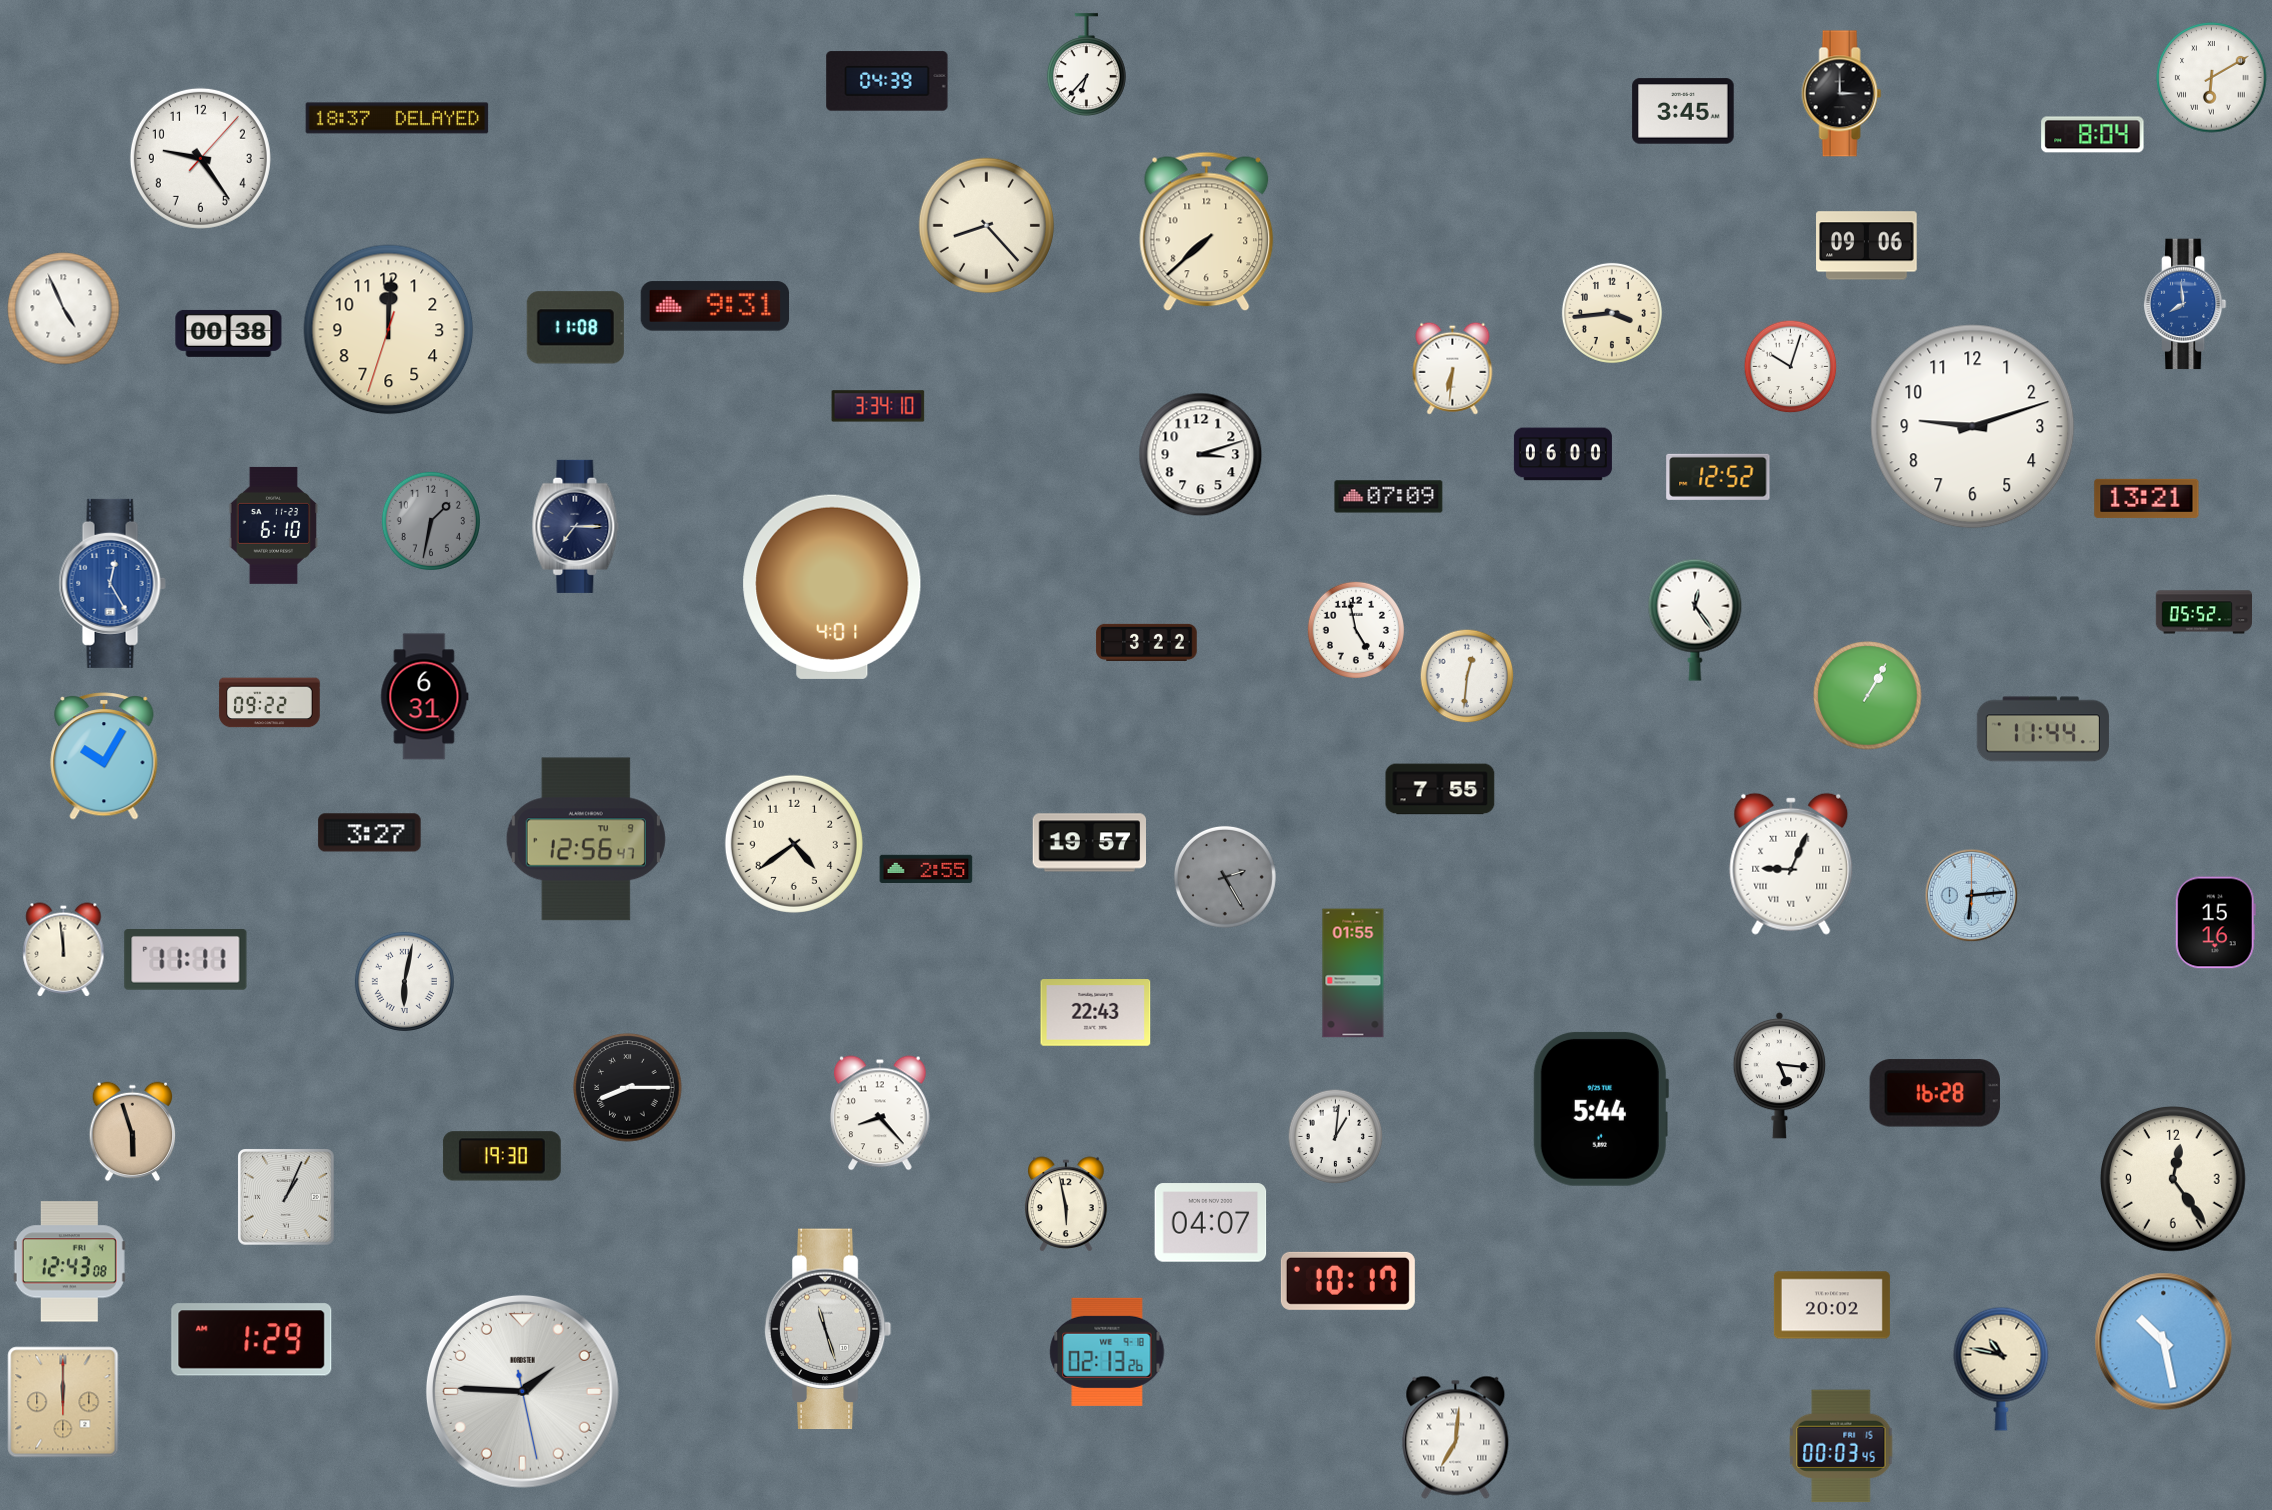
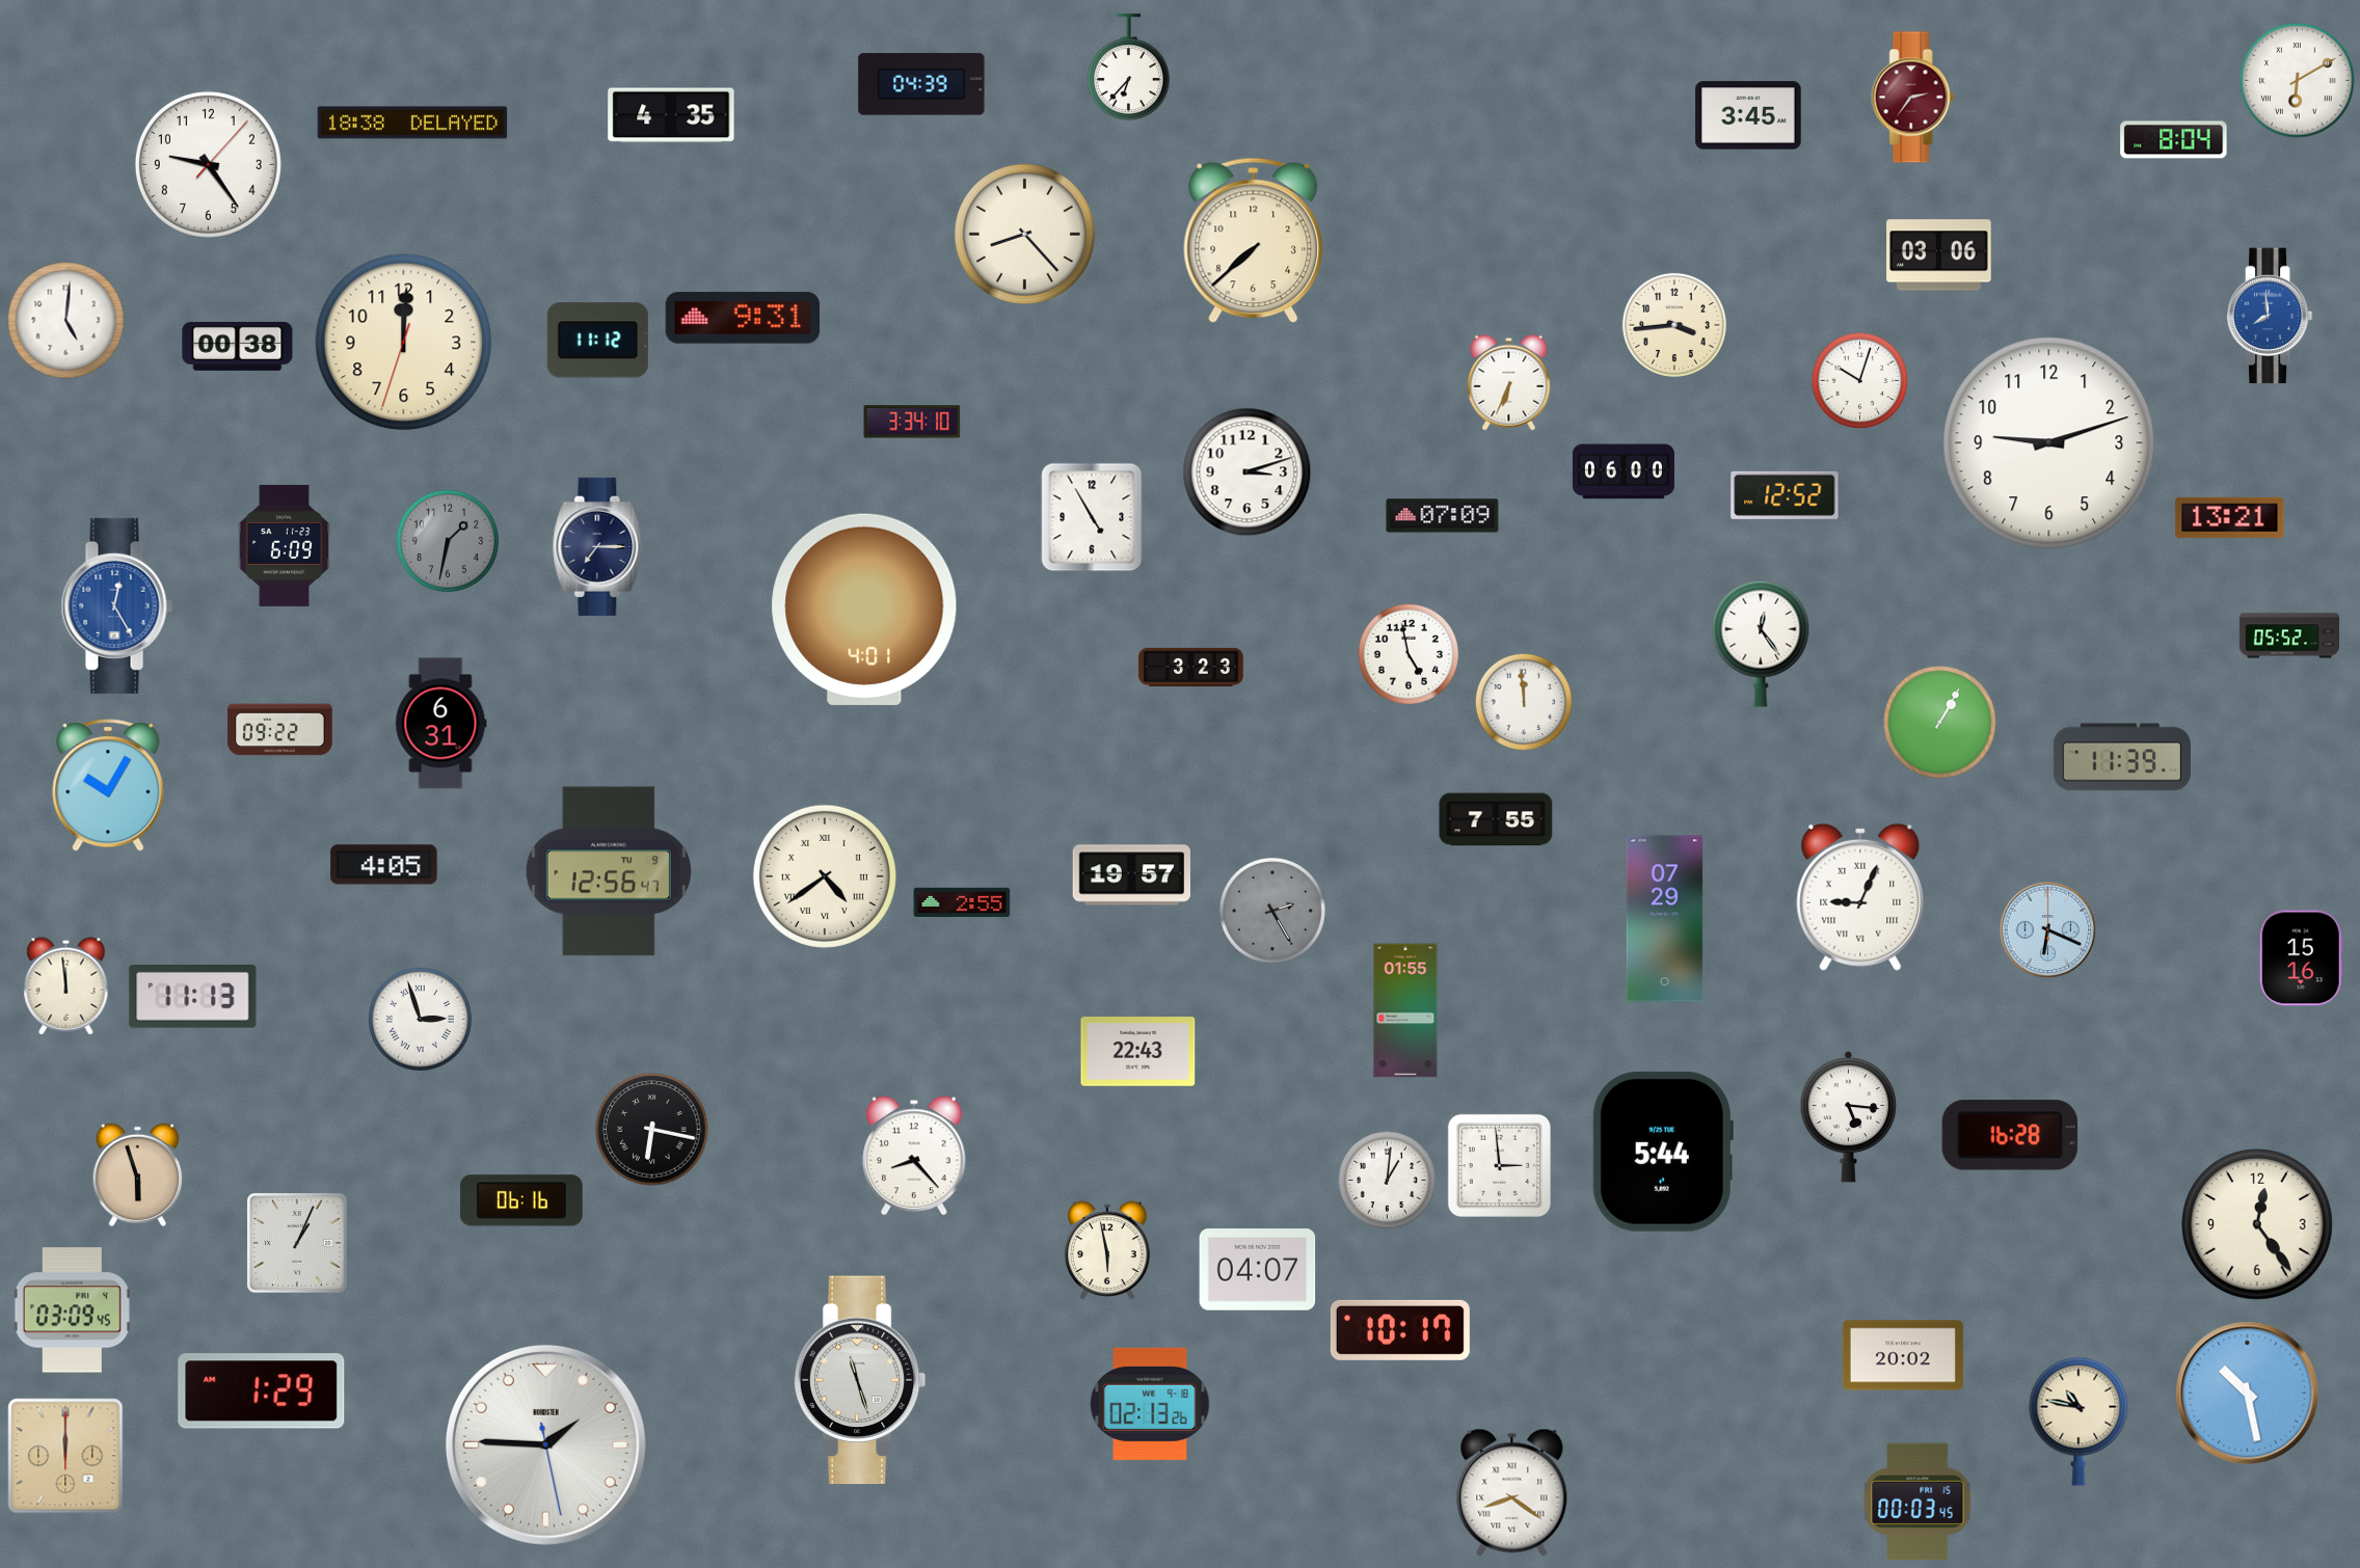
clock at (1842, 94): 3:00 -> 2:36
clock at (1842, 94) dial: black -> burgundy
clock at (671, 115): none -> 4:35
clock at (397, 118): 18:37 -> 18:38
clock at (1867, 246): 09:06 -> 03:06
clock at (64, 309): 4:56 -> 5:01
clock at (575, 328): 11:08 -> 11:12
clock at (1453, 368): 6:31 -> 6:34
clock at (1092, 517): none -> 4:55
clock at (274, 525): 6:10 -> 6:09
clock at (1147, 642): 3:22 -> 3:23
clock at (1467, 676): 12:31 -> 11:59
clock at (2043, 729): 11:44 -> 11:39
clock at (370, 833): 3:27 -> 4:05
clock at (794, 844) numerals: Arabic -> Roman
clock at (1665, 919): none -> 07:29
clock at (1972, 896): 6:14 -> 6:19
clock at (186, 960): 11:11 -> 11:13
clock at (404, 981): 6:02 -> 2:57
clock at (628, 1088): 8:15 -> 6:17
clock at (1499, 1165): none -> 2:59
clock at (502, 1156): 19:30 -> 06:16
clock at (69, 1262): 12:43 -> 03:09
clock at (522, 1391) position: (522, 1391) -> (545, 1444)
clock at (1456, 1437): 7:01 -> 8:21
clock at (1841, 1446) position: (1841, 1446) -> (1917, 1502)
